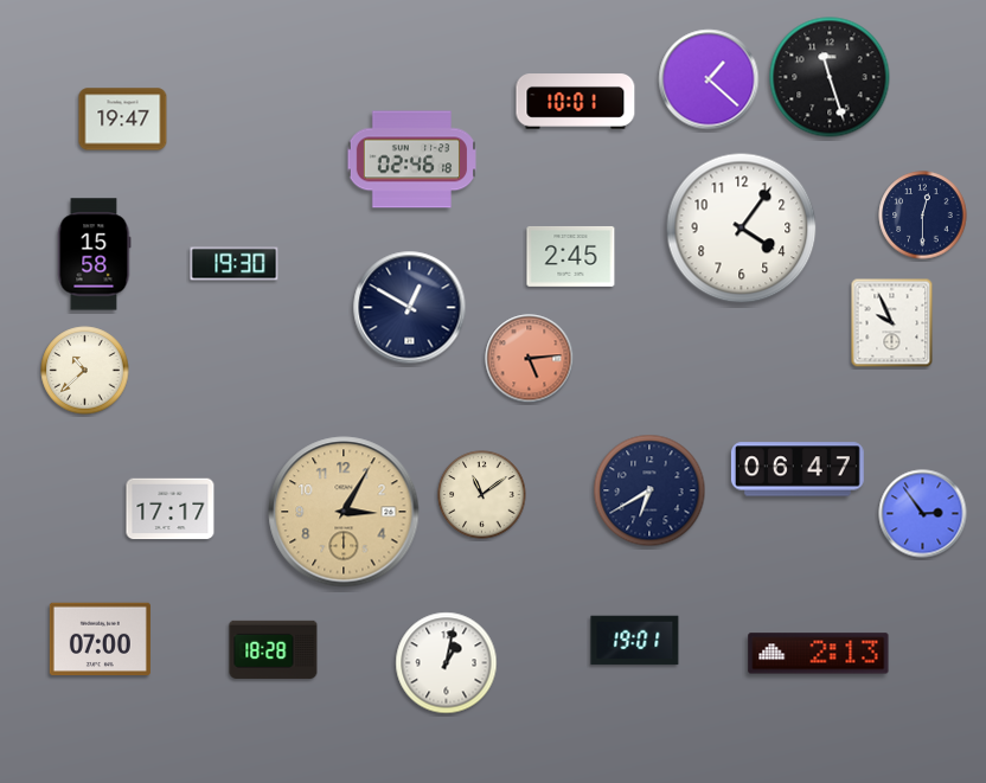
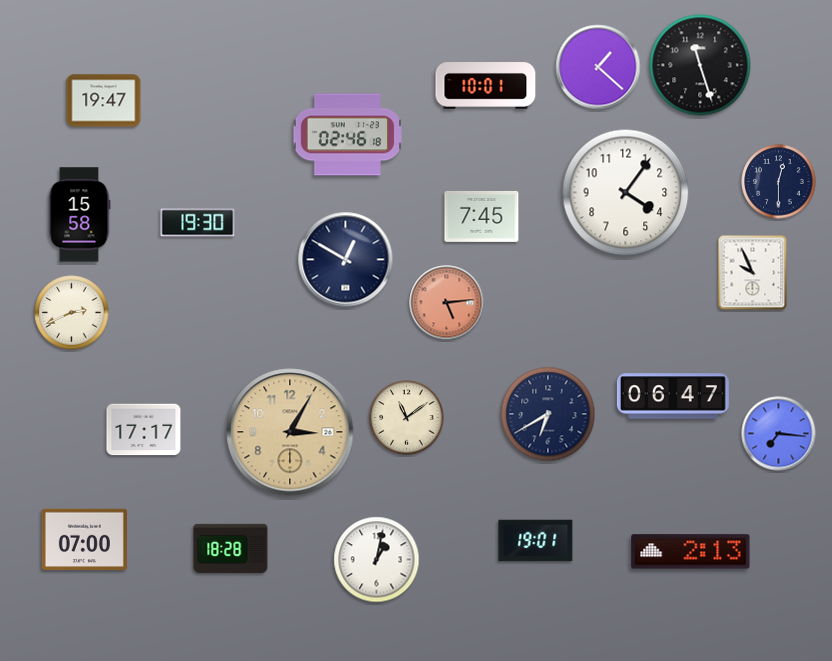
clock at (571, 256): 2:45 -> 7:45
clock at (85, 371): 10:38 -> 2:41
clock at (923, 514): 2:54 -> 7:16
